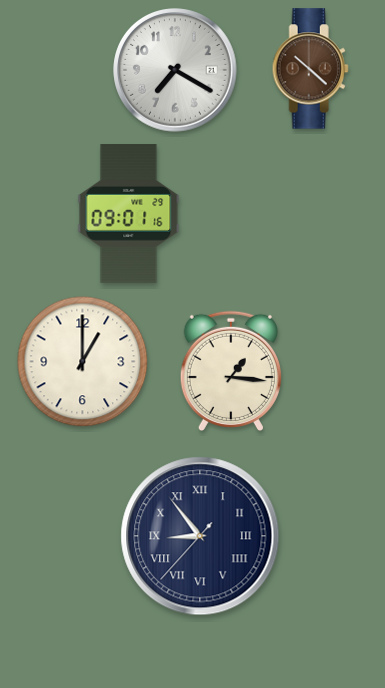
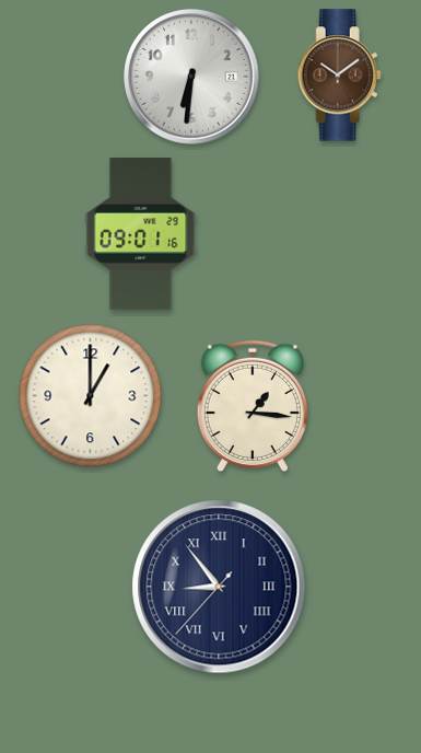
clock at (310, 69): 10:22 -> 10:09
clock at (175, 70): 7:20 -> 6:31
